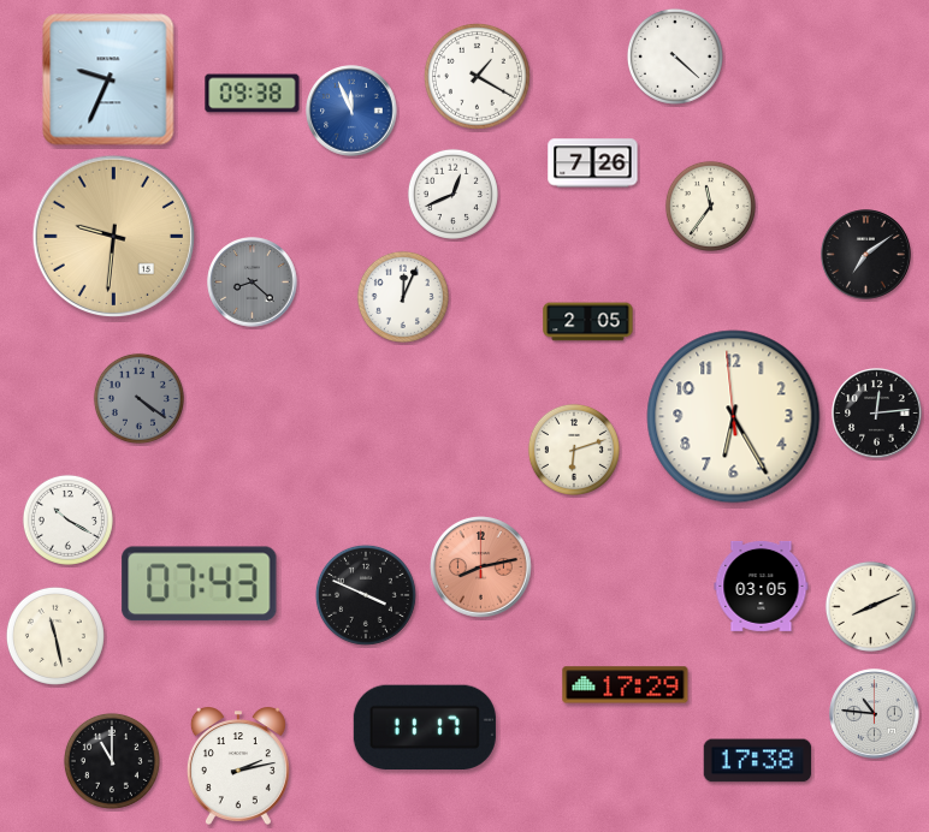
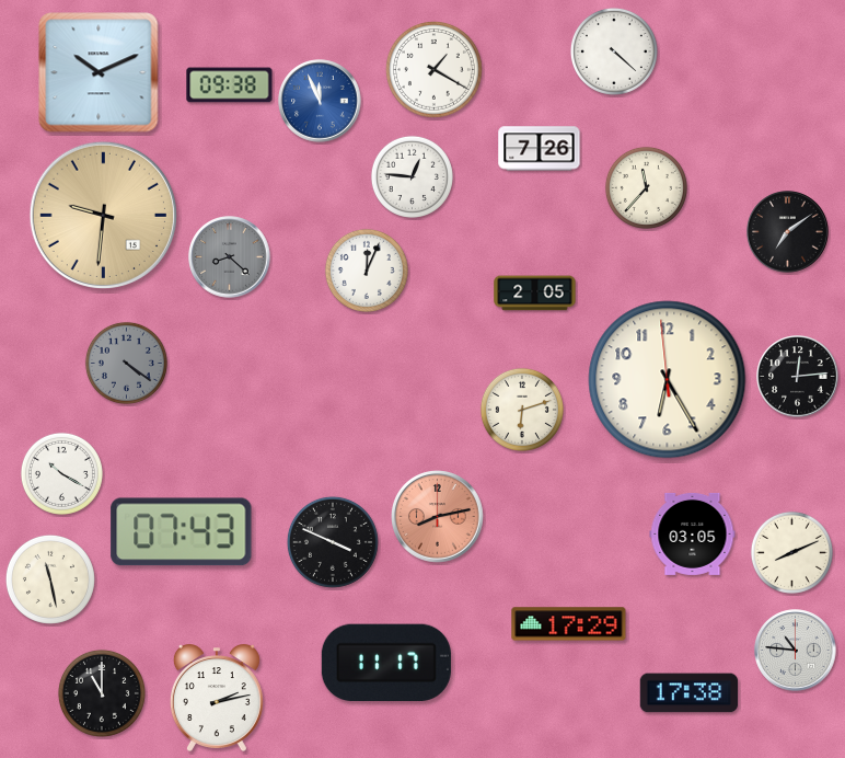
clock at (108, 79): 9:34 -> 10:11
clock at (452, 194): 12:41 -> 12:46
clock at (710, 206): 11:36 -> 11:37
